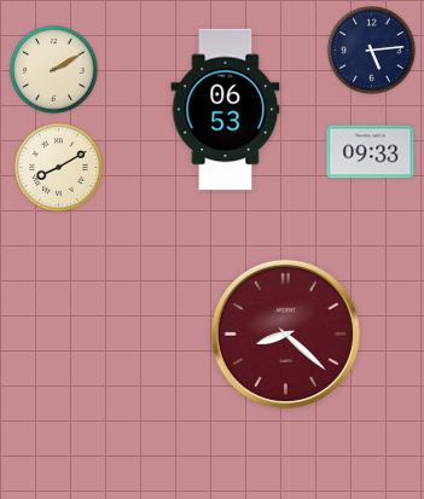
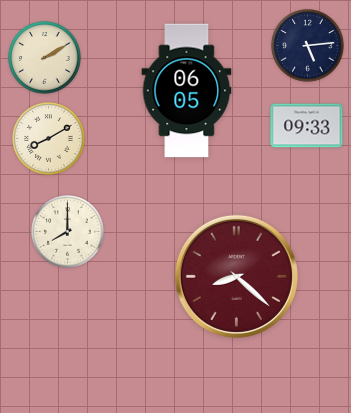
clock at (372, 51) position: (372, 51) -> (308, 46)
clock at (226, 110): 06:53 -> 06:05
clock at (68, 232): none -> 8:00
